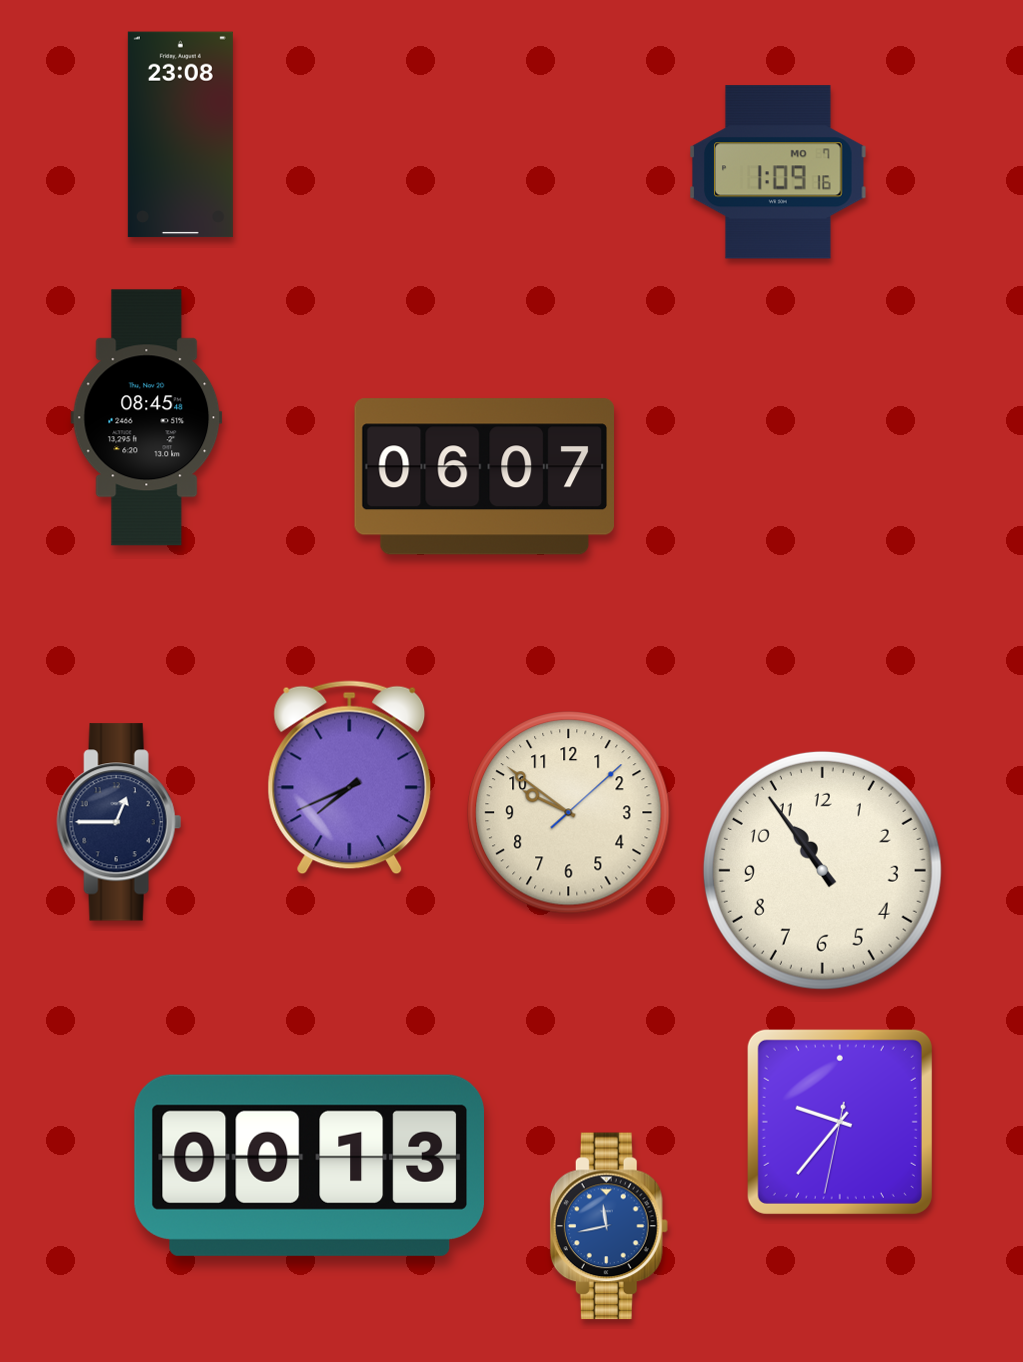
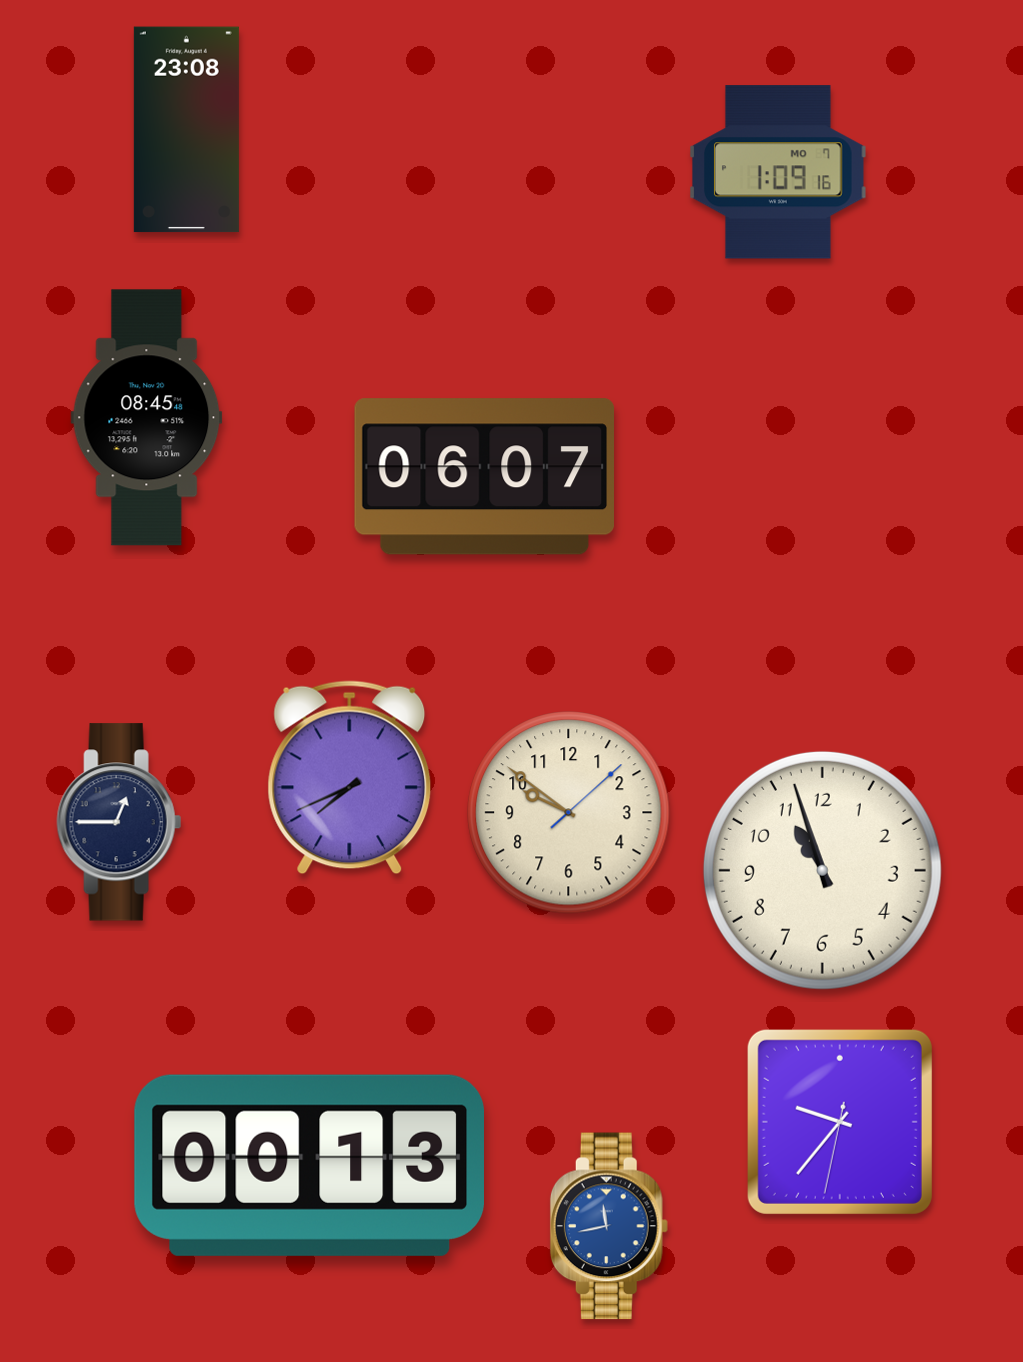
clock at (180, 135) position: (180, 135) -> (186, 130)
clock at (822, 870): 10:54 -> 10:57
